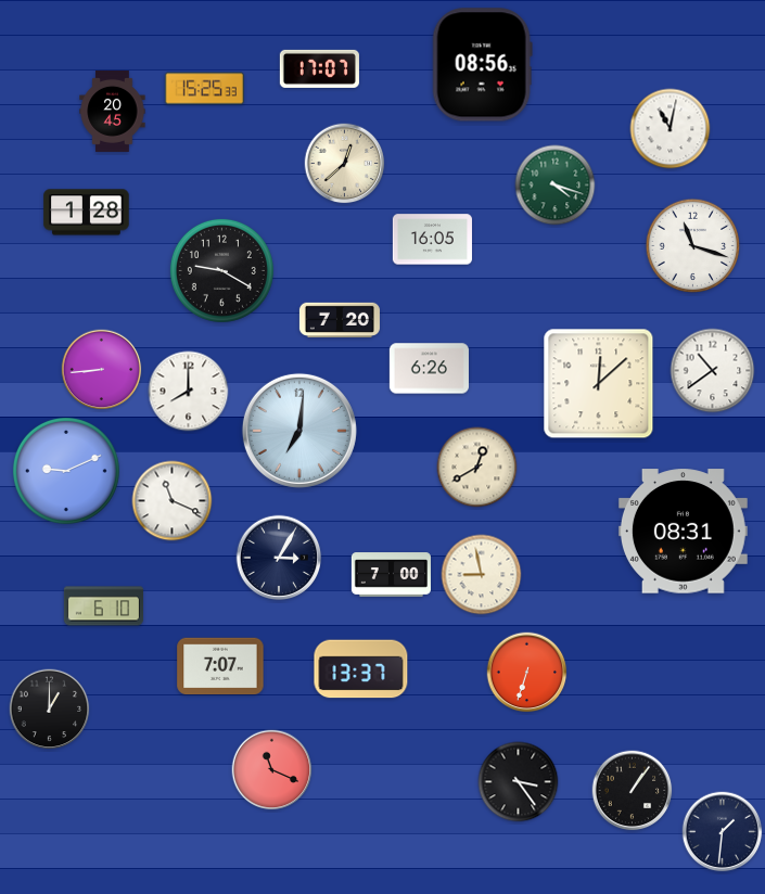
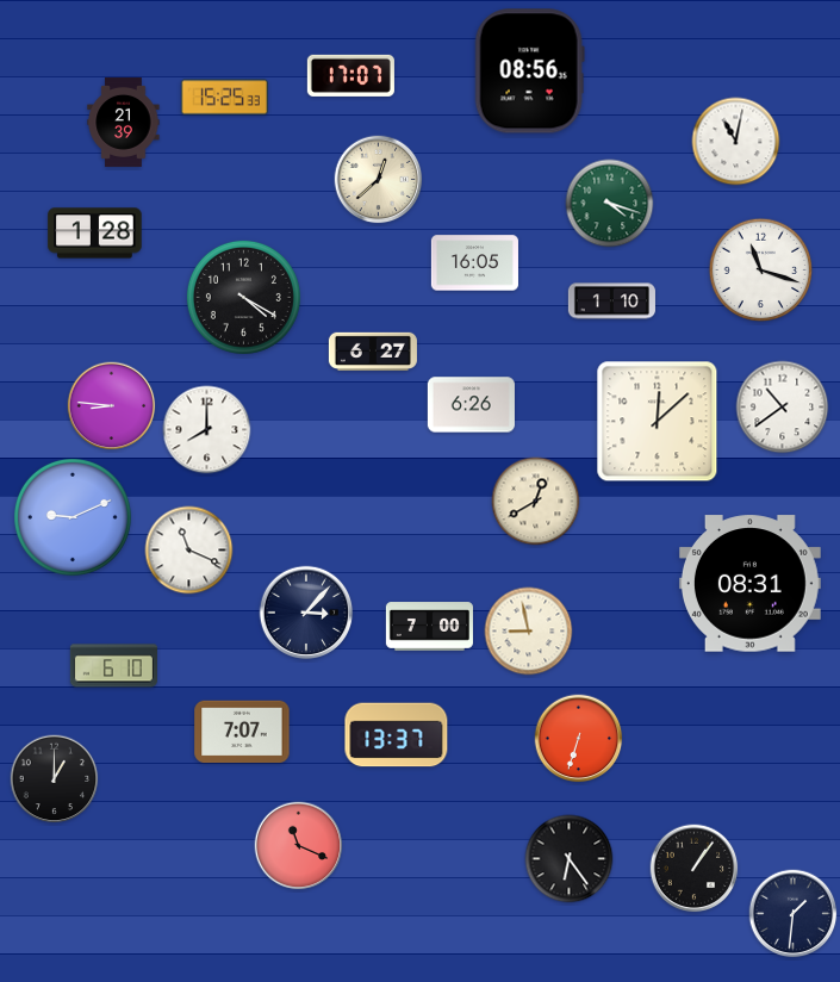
clock at (113, 111): 20:45 -> 21:39
clock at (221, 270): 9:20 -> 4:20
clock at (611, 302): none -> 1:10
clock at (340, 319): 7:20 -> 6:27
clock at (102, 370): 8:44 -> 8:46
clock at (299, 431): 7:01 -> none
clock at (477, 468) position: (477, 468) -> (536, 502)
clock at (279, 558): 3:05 -> 3:07
clock at (391, 575) position: (391, 575) -> (429, 627)
clock at (519, 782): 3:24 -> 6:24
